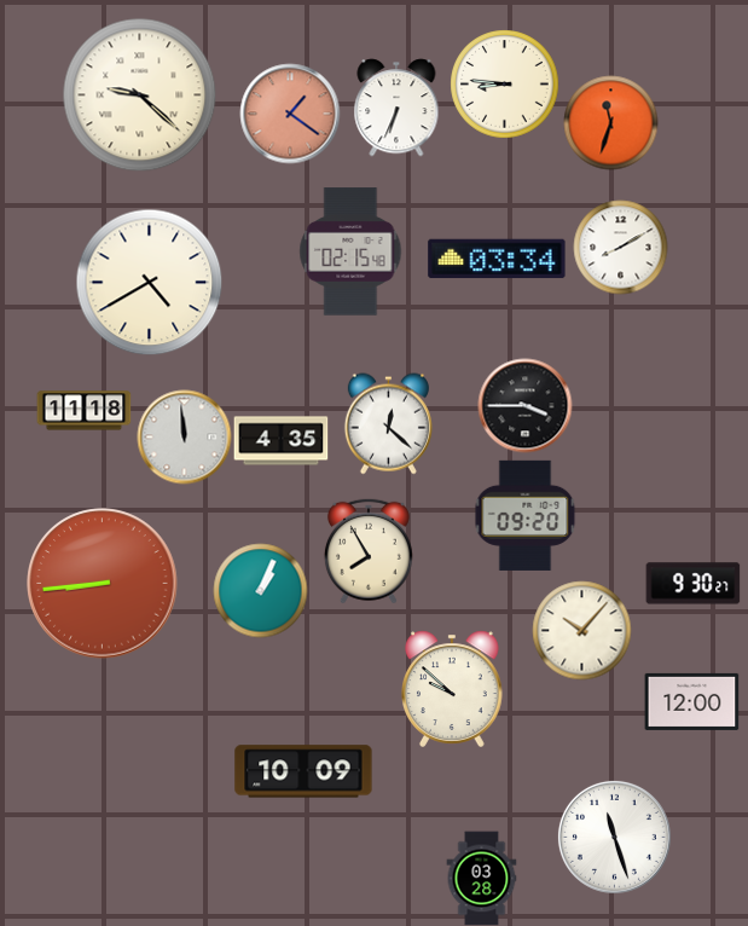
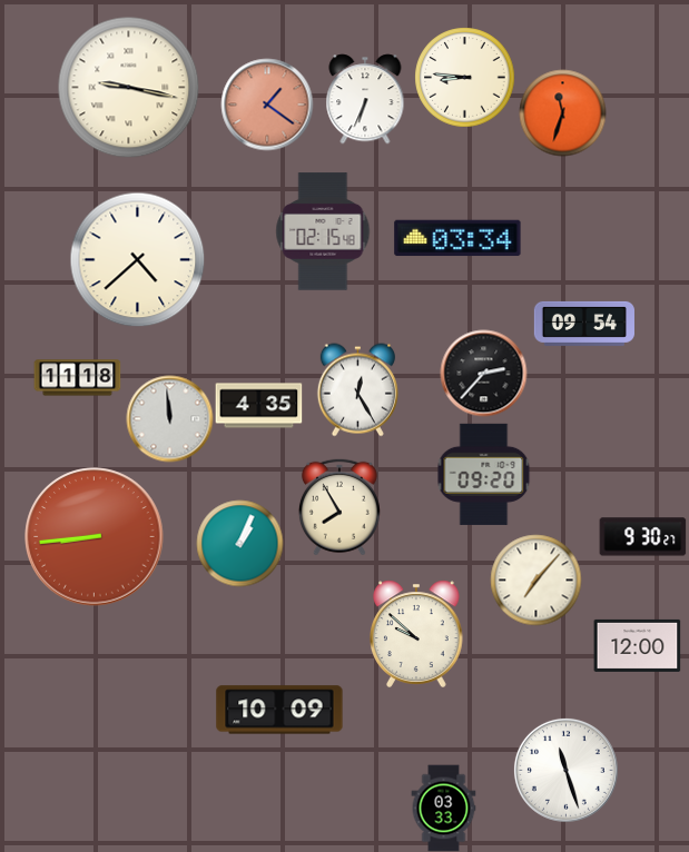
clock at (139, 94): 9:22 -> 9:17
clock at (620, 247): 8:10 -> none
clock at (149, 282): 4:40 -> 4:38
clock at (584, 324): none -> 09:54
clock at (524, 405): 3:45 -> 2:37
clock at (388, 423): 12:22 -> 12:25
clock at (184, 436) position: (184, 436) -> (169, 418)
clock at (692, 584) position: (692, 584) -> (642, 537)
clock at (581, 630): 10:07 -> 7:07
clock at (482, 878): 03:28 -> 03:33
